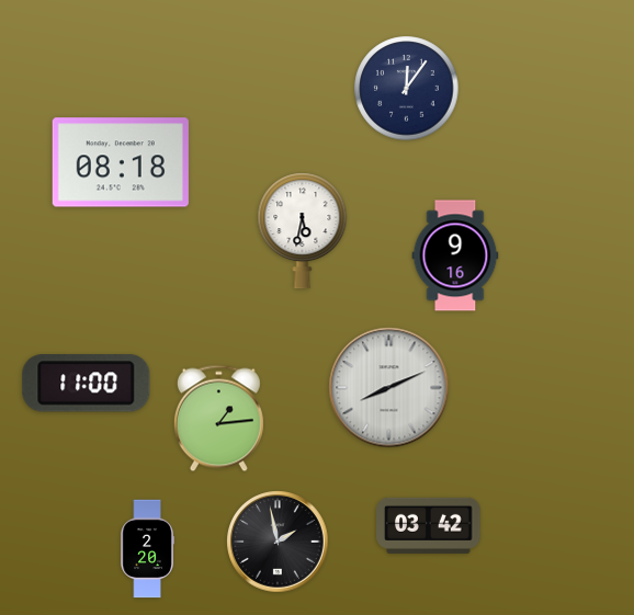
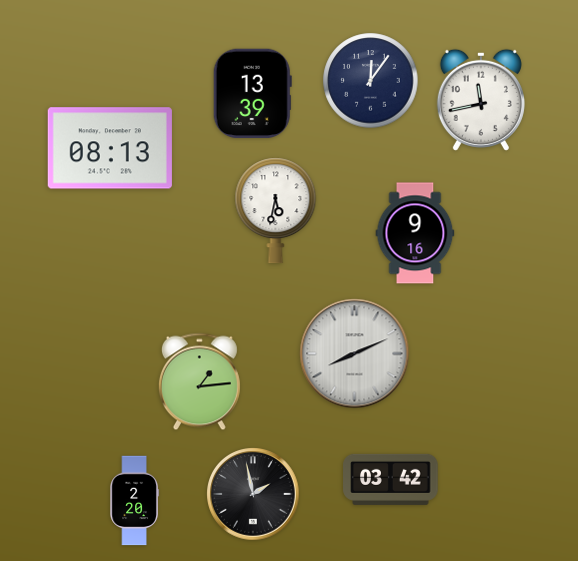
clock at (252, 94): none -> 13:39
clock at (481, 100): none -> 11:43
clock at (121, 162): 08:18 -> 08:13
clock at (87, 384): 11:00 -> none
